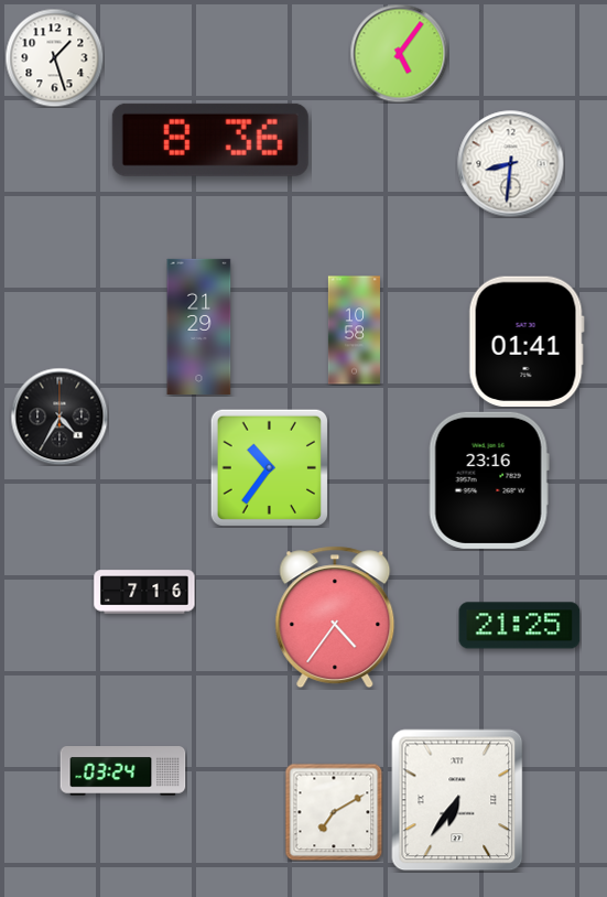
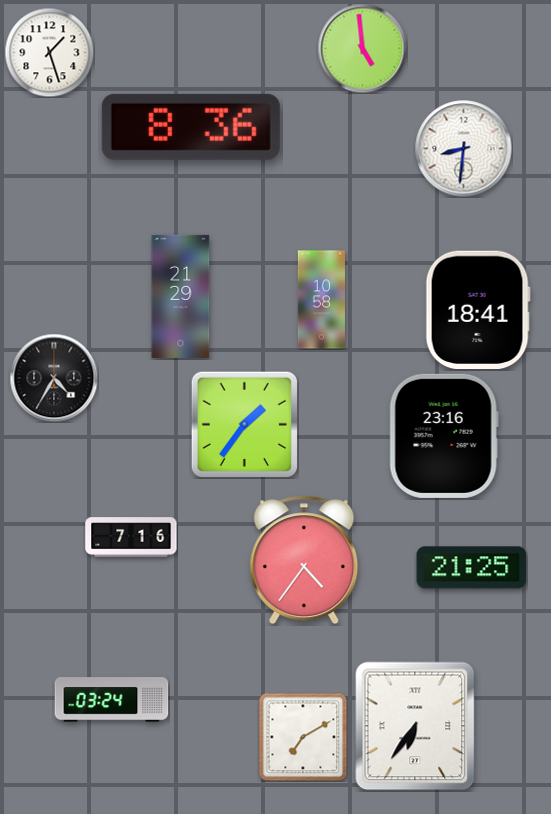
clock at (399, 53): 5:06 -> 4:59
clock at (527, 341): 01:41 -> 18:41
clock at (269, 467): 10:36 -> 1:36
